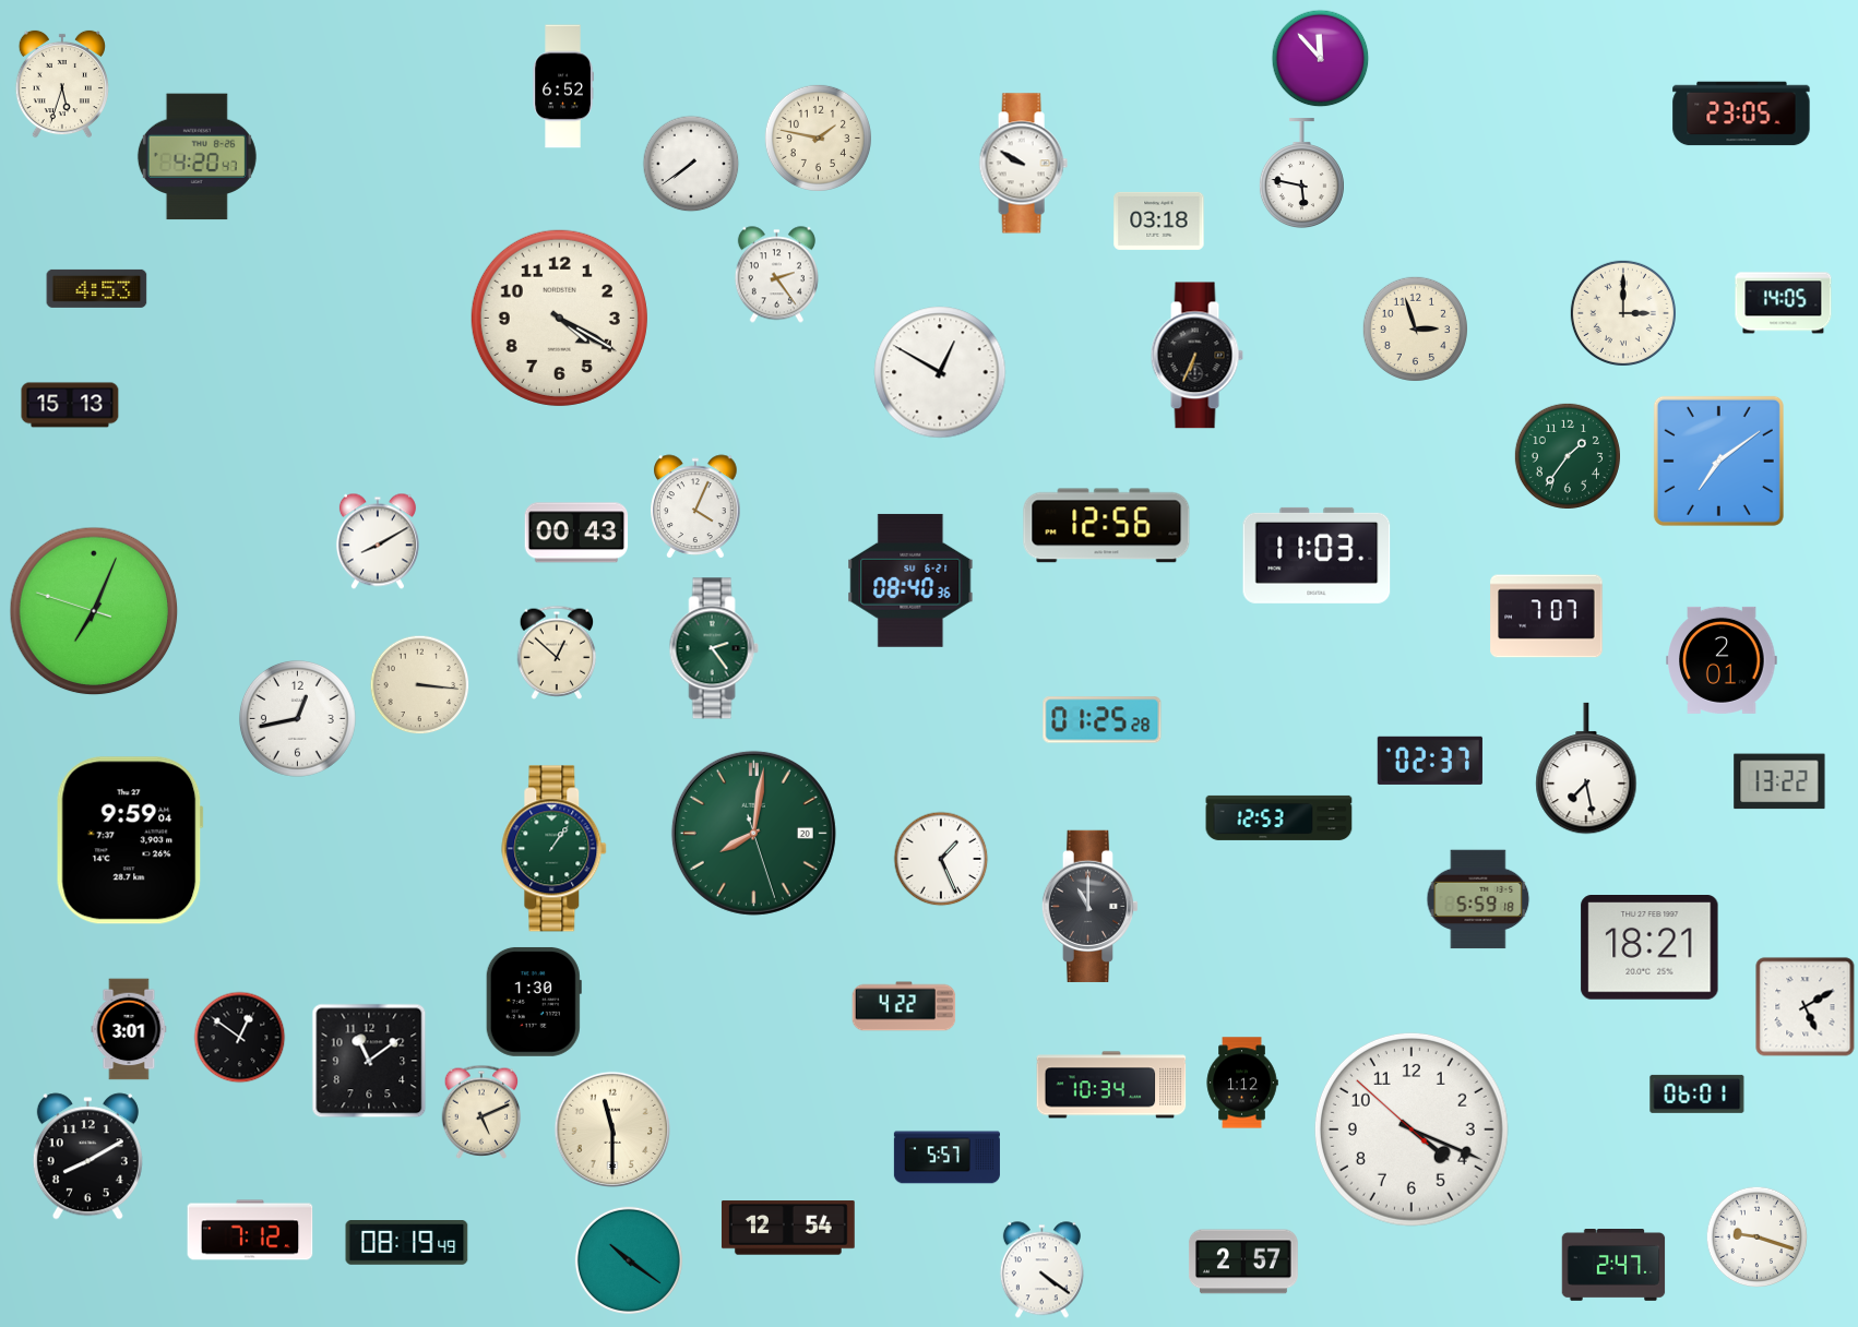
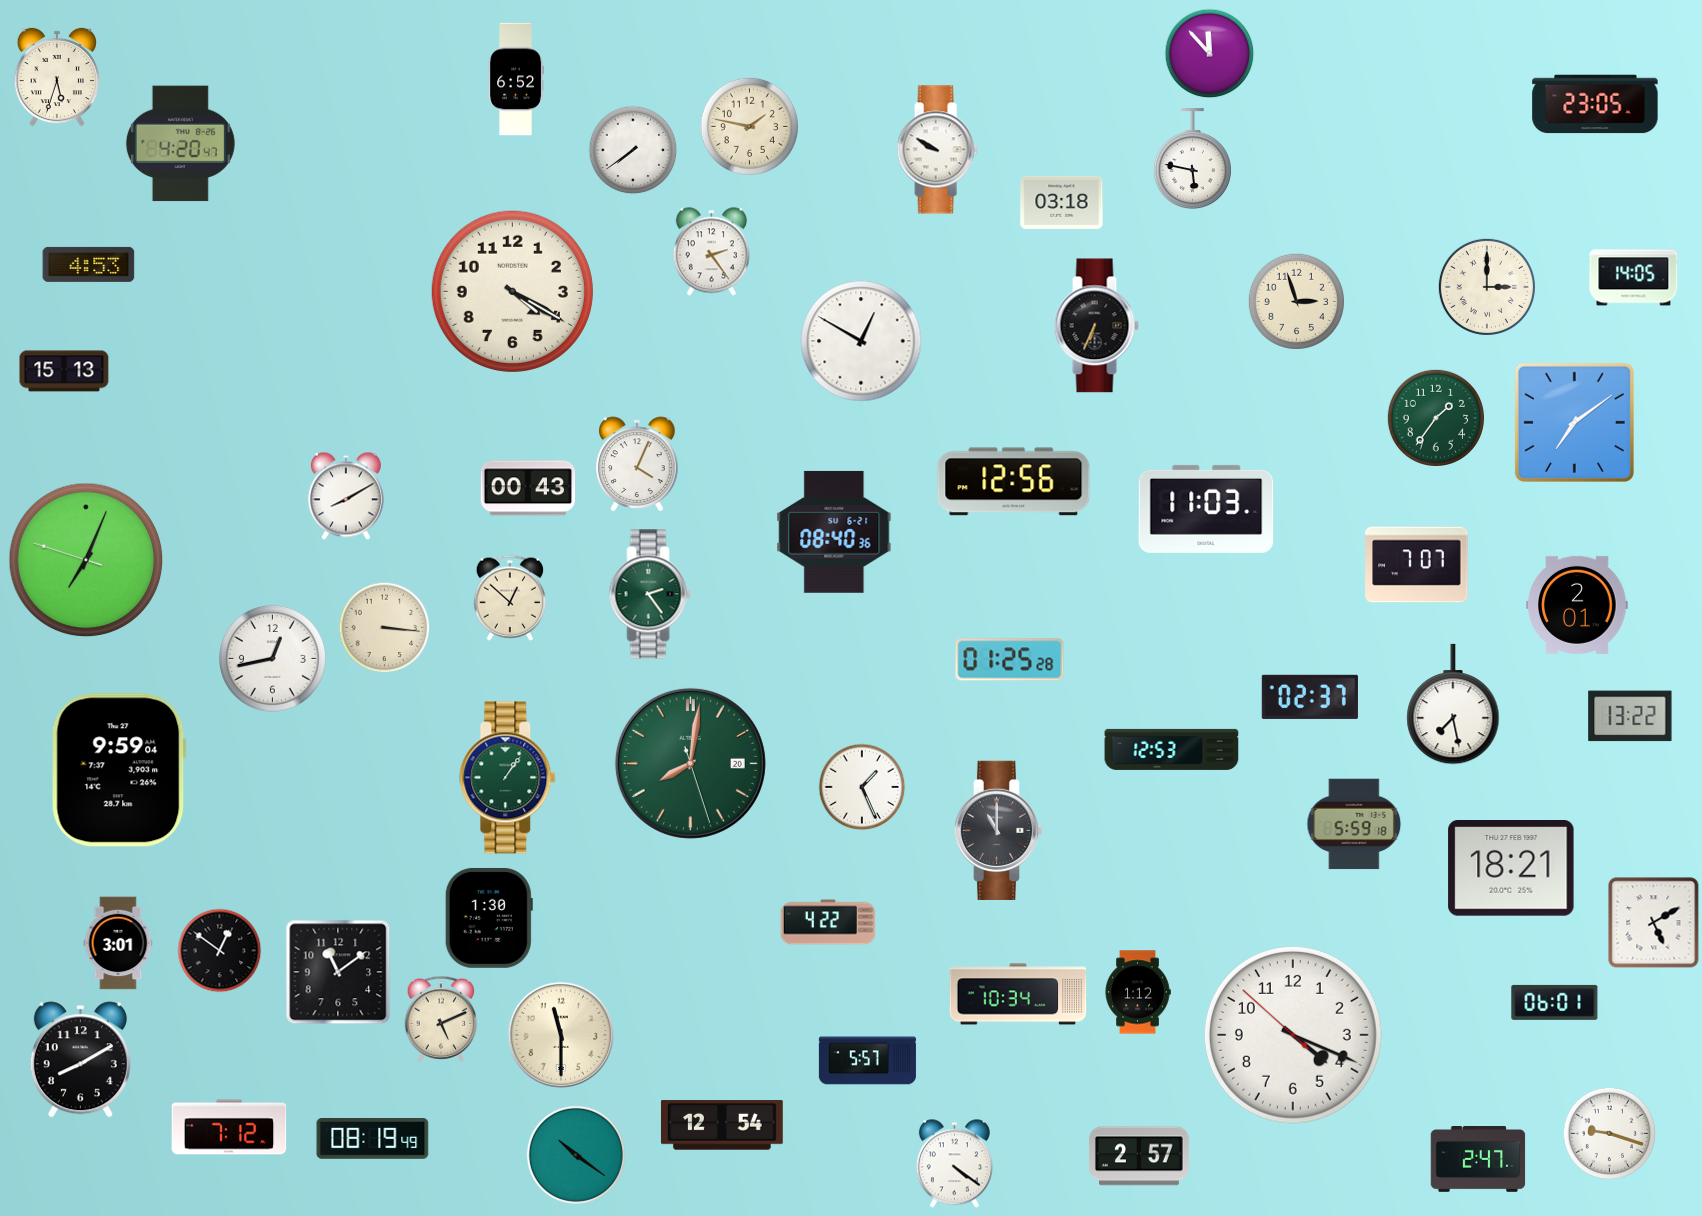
clock at (714, 648) position: (714, 648) -> (650, 594)
